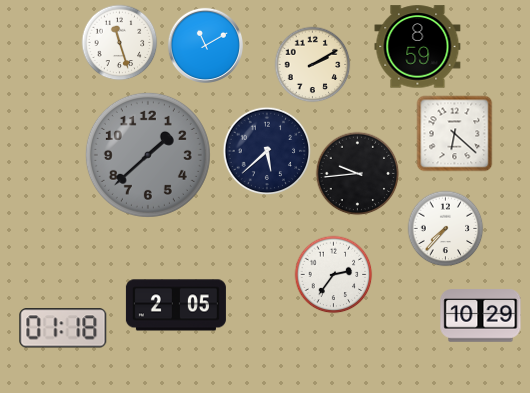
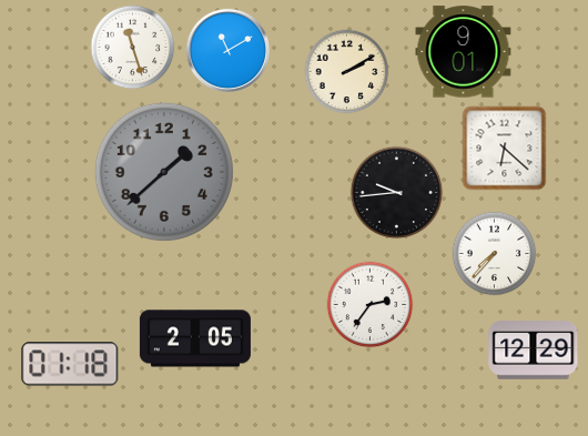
clock at (418, 47): 8:59 -> 9:01
clock at (267, 151): 5:38 -> none
clock at (481, 316): 10:29 -> 12:29
